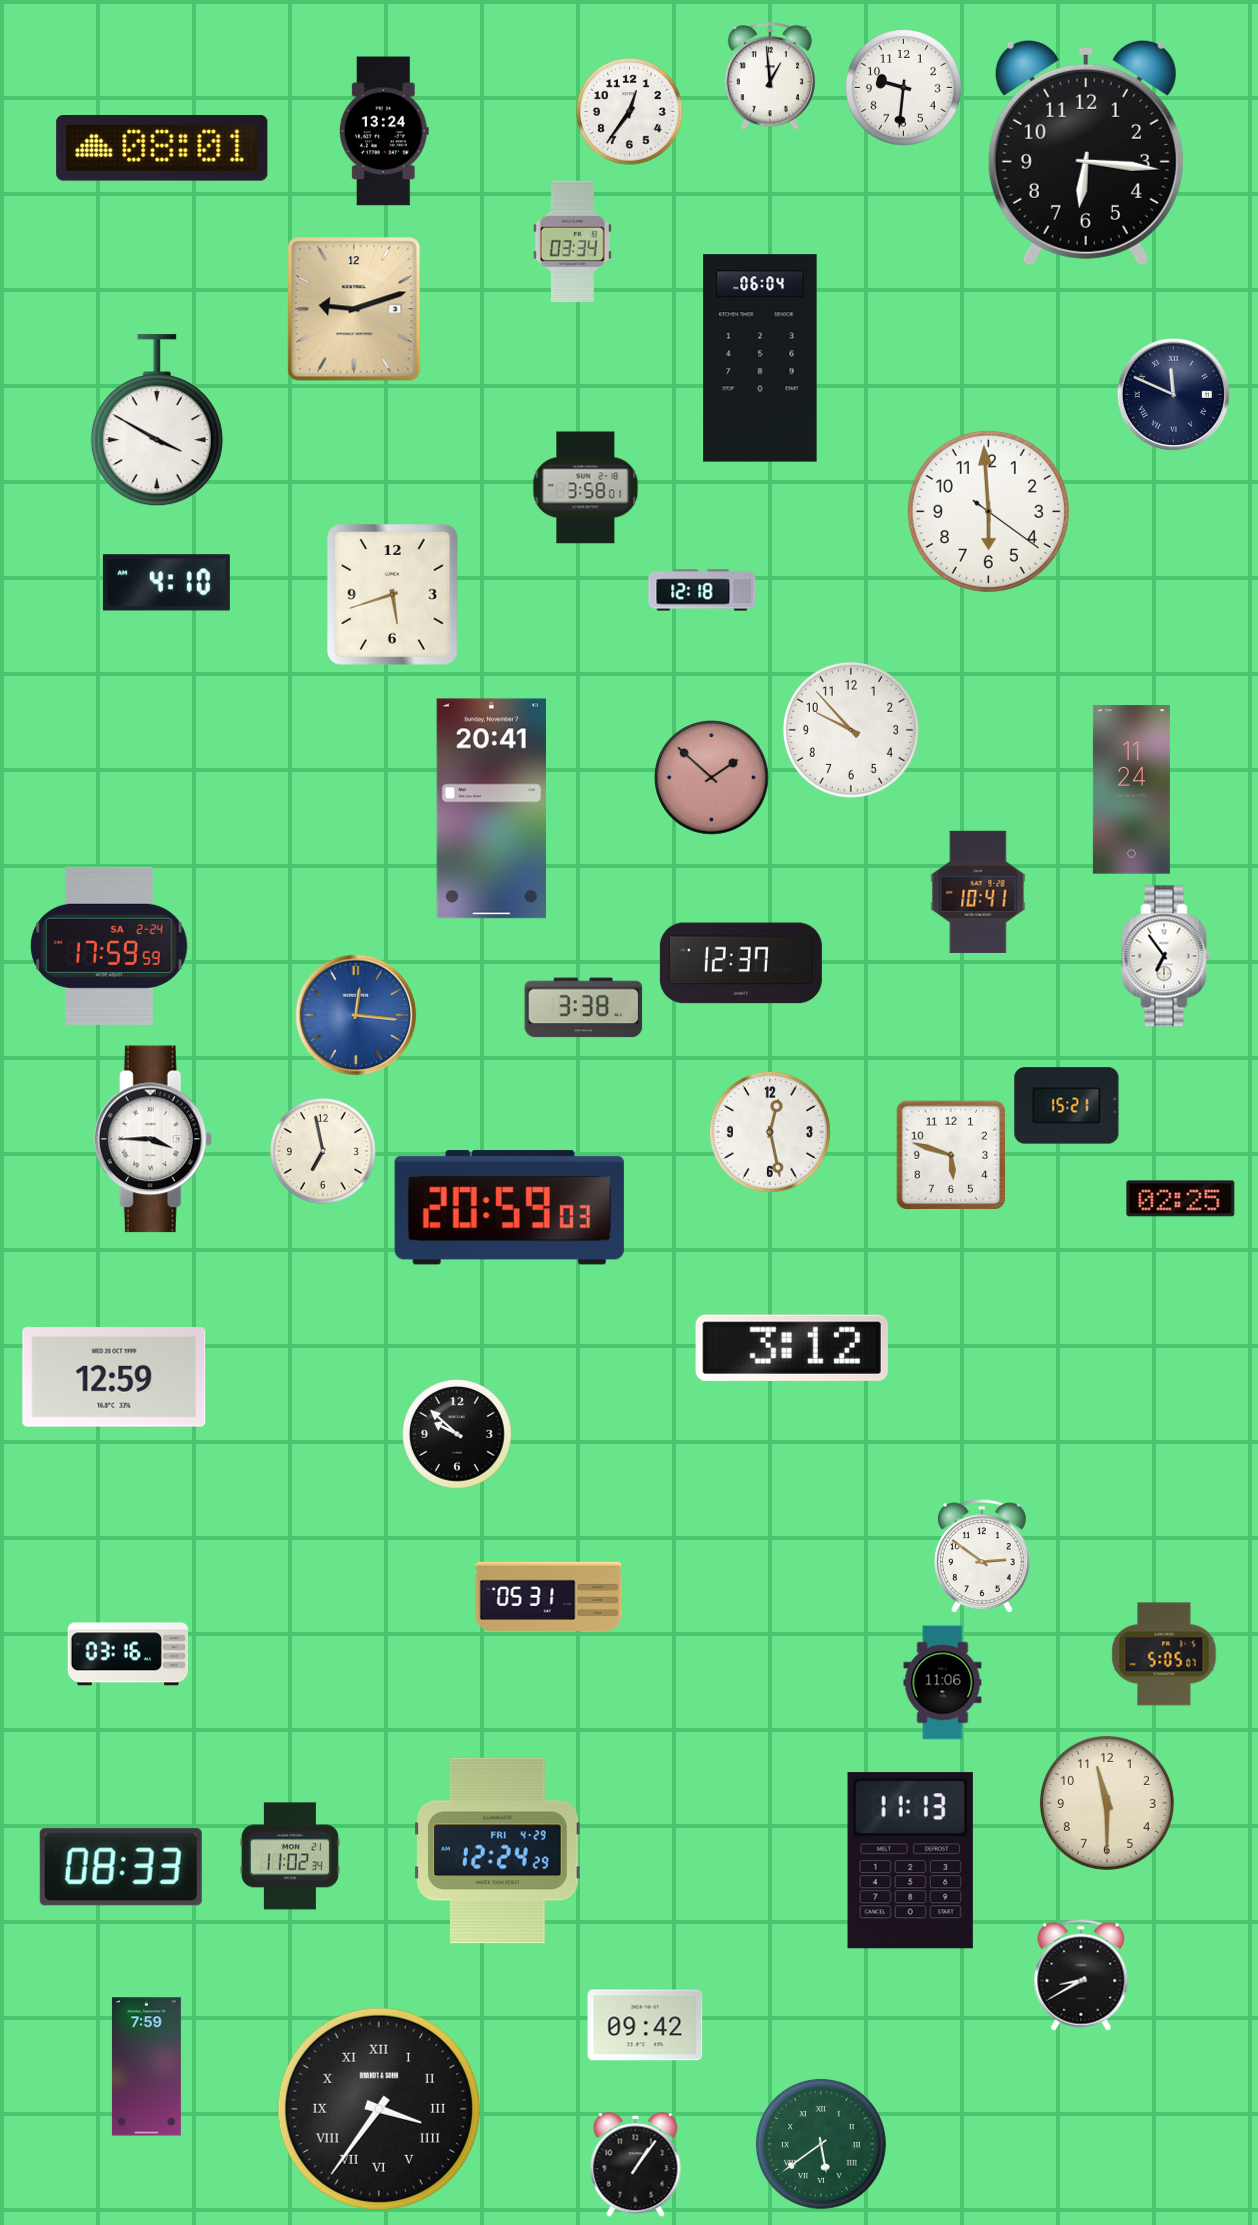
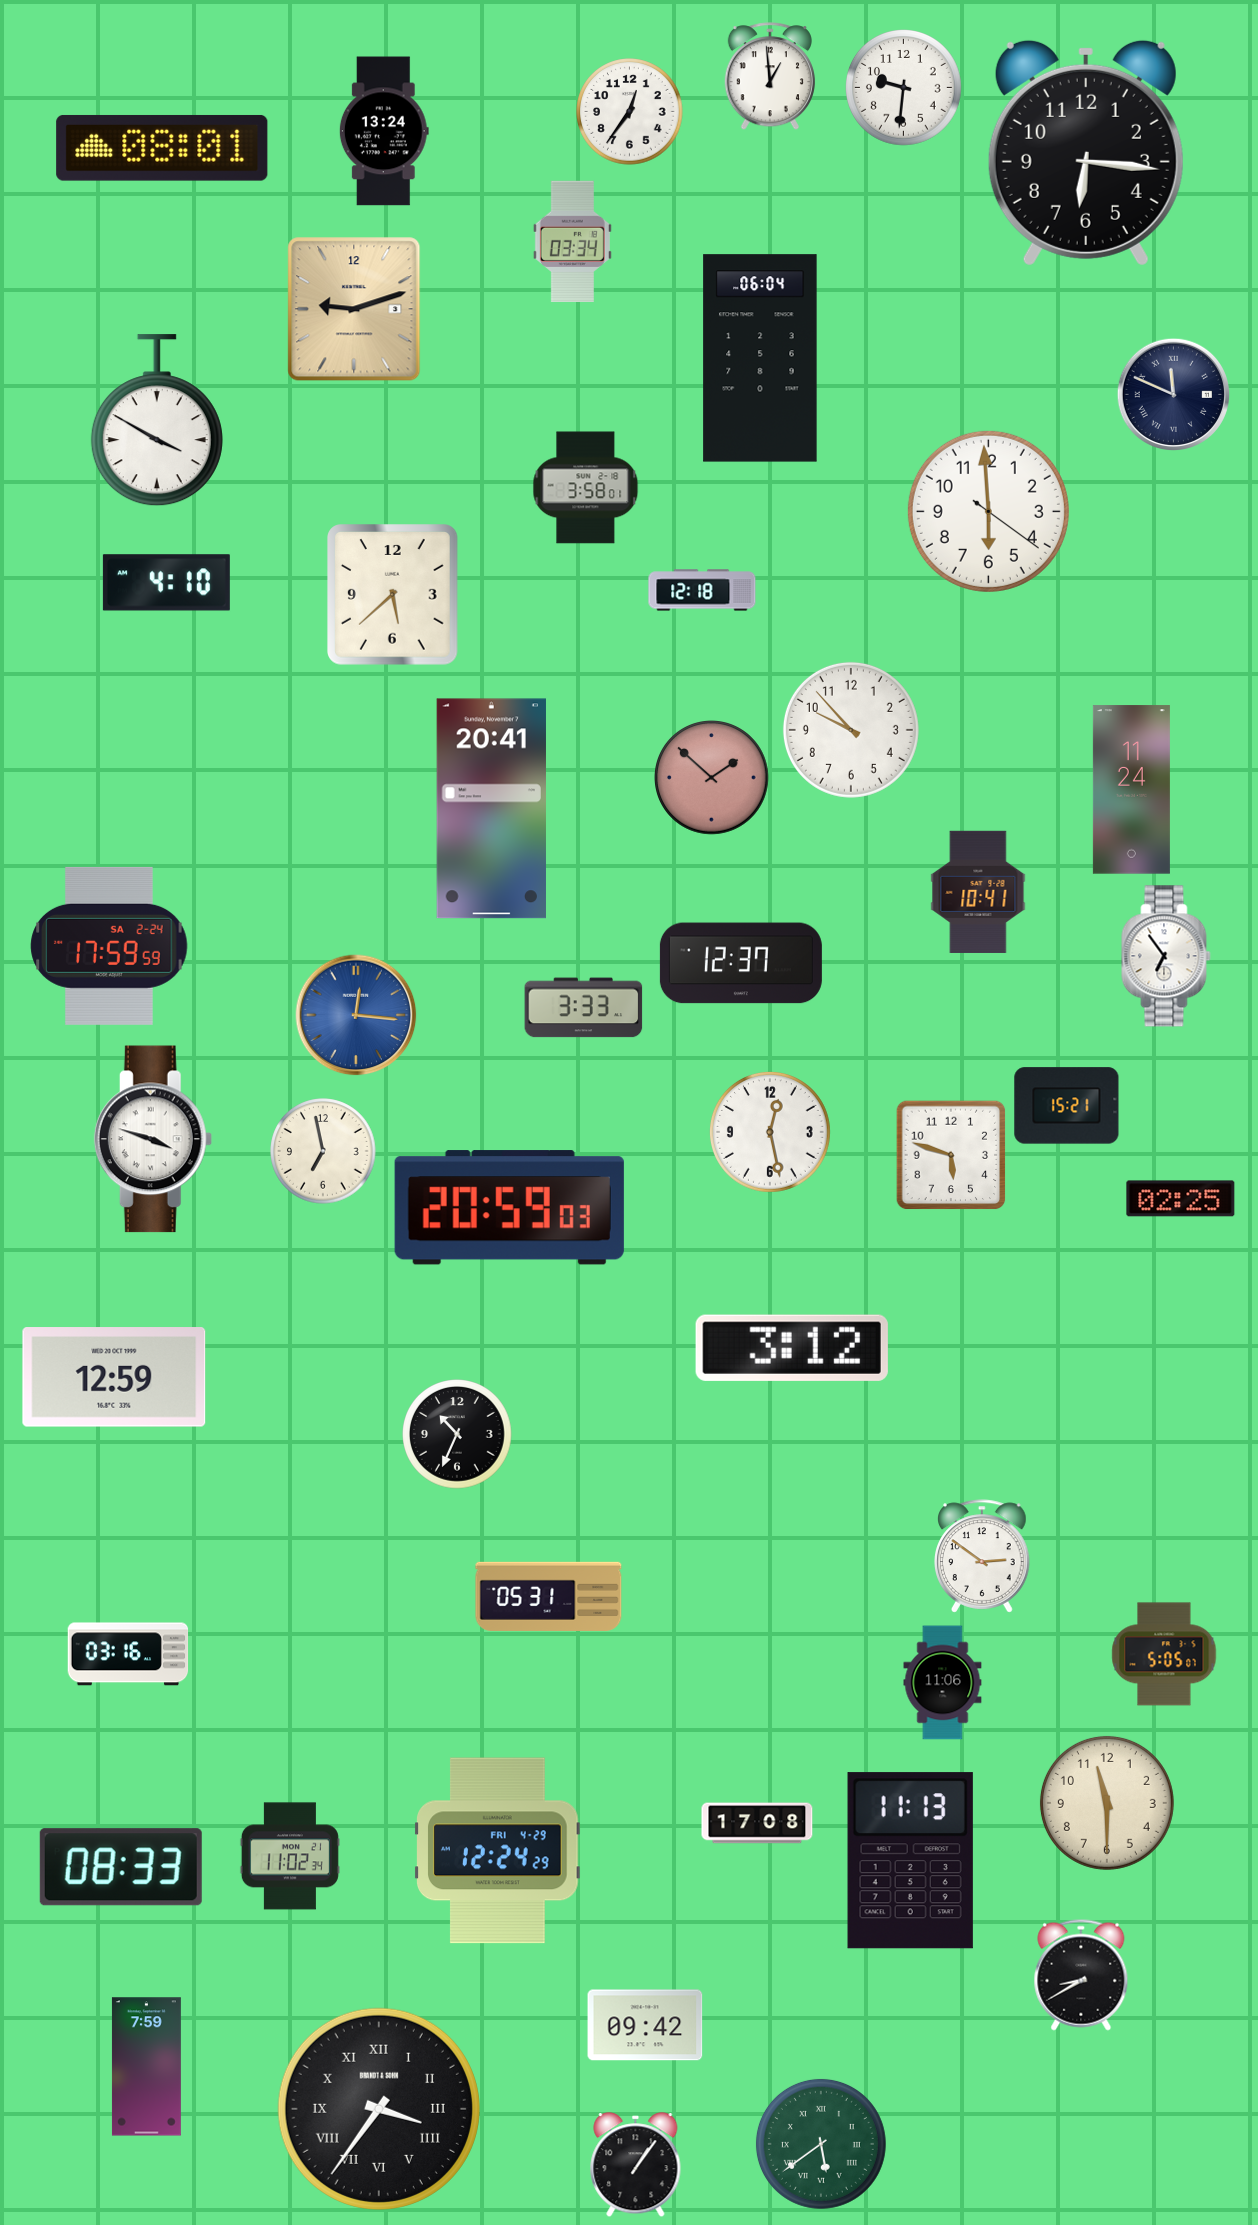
clock at (393, 595): 5:42 -> 5:38
clock at (584, 1008): 3:38 -> 3:33
clock at (153, 1139): 3:45 -> 3:48
clock at (457, 1434): 9:52 -> 10:34
clock at (757, 1823): none -> 17:08
